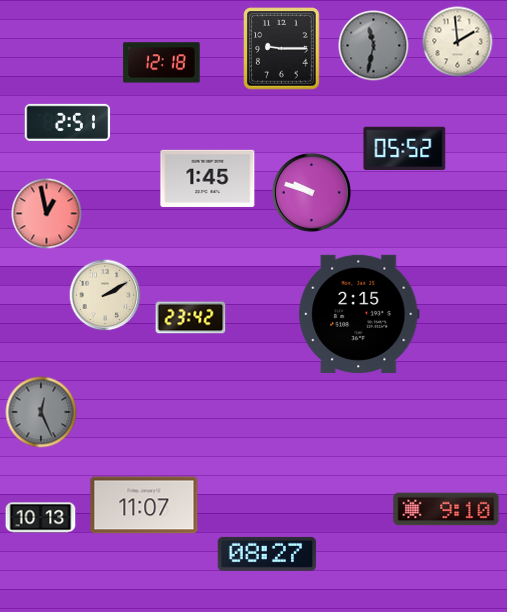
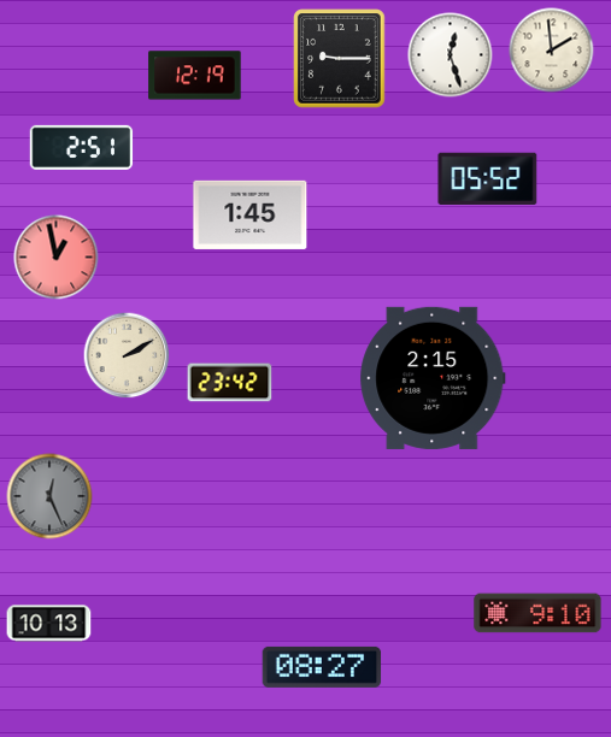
clock at (374, 46): 11:32 -> 12:27
clock at (374, 46) dial: grey -> white
clock at (162, 63): 12:18 -> 12:19
clock at (311, 192): 9:48 -> none
clock at (144, 505): 11:07 -> none
